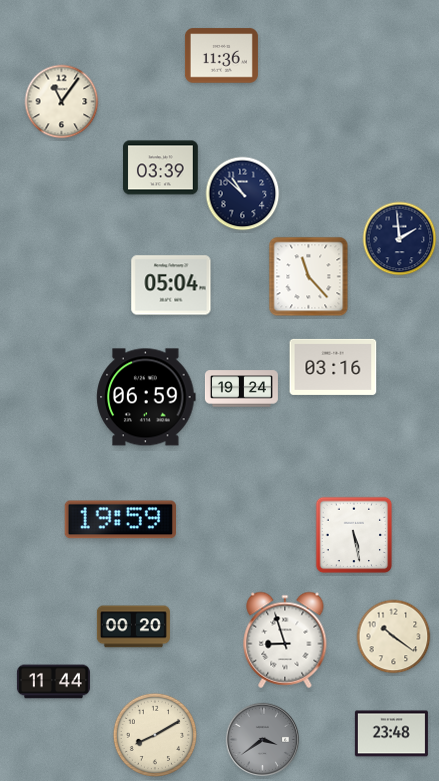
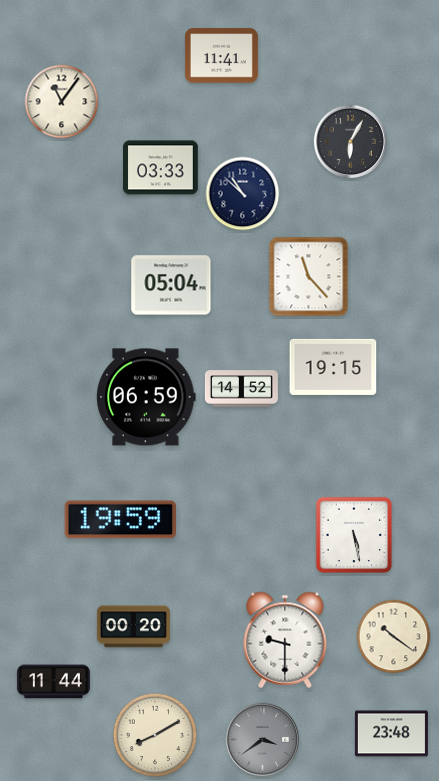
clock at (221, 56): 11:36 -> 11:41
clock at (350, 141): none -> 6:05
clock at (161, 168): 03:39 -> 03:33
clock at (400, 239): 1:59 -> none
clock at (333, 367): 03:16 -> 19:15
clock at (241, 389): 19:24 -> 14:52
clock at (285, 640): 8:57 -> 9:30
